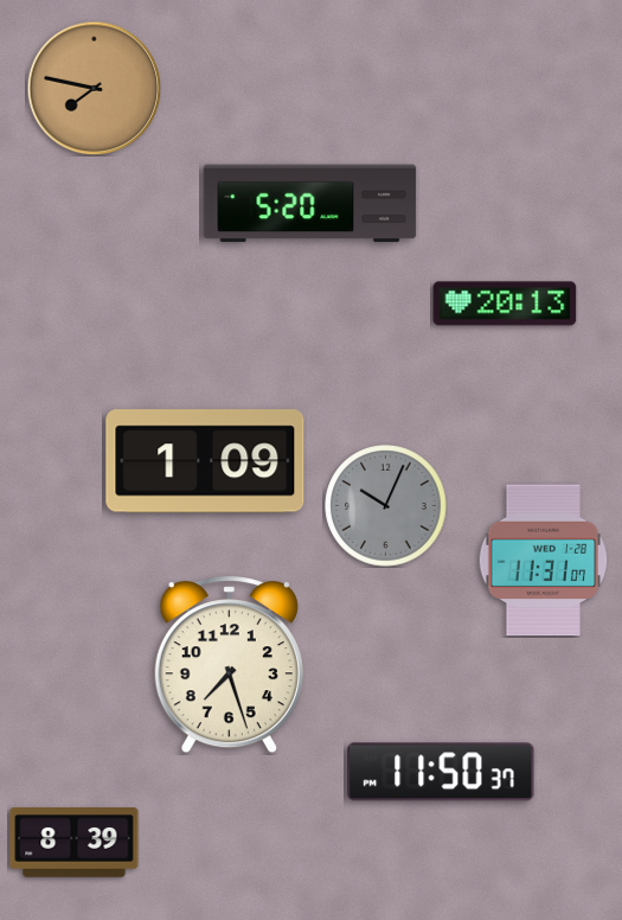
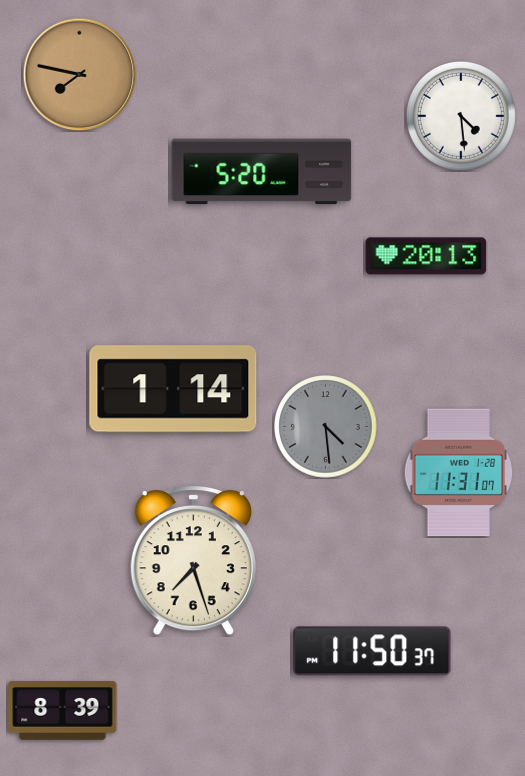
clock at (461, 116): none -> 4:29
clock at (205, 461): 1:09 -> 1:14
clock at (386, 506): 10:04 -> 4:29
